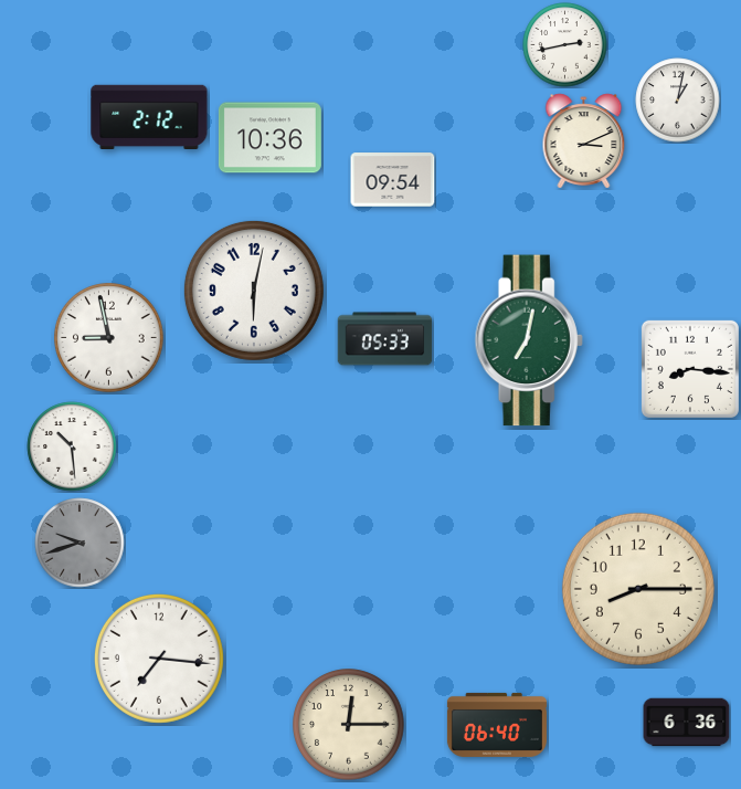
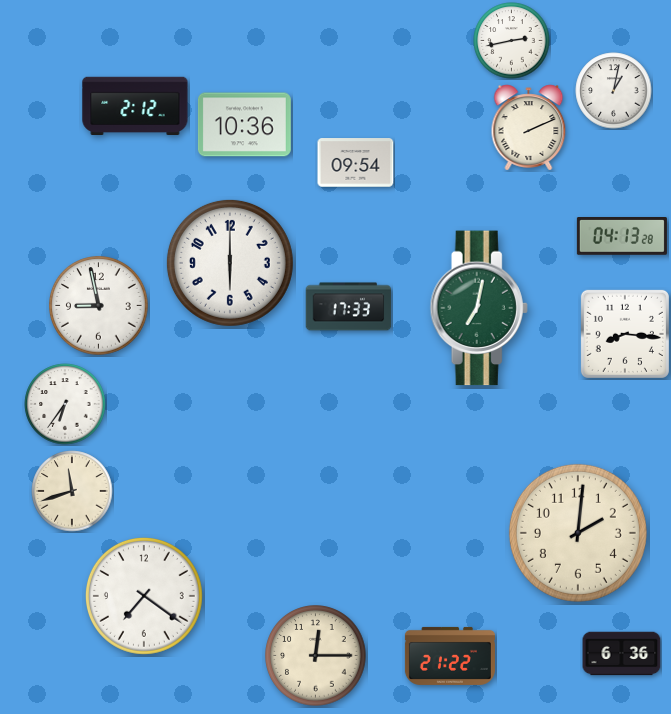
clock at (584, 141): 3:11 -> 2:11
clock at (622, 237): none -> 04:13
clock at (254, 291): 6:02 -> 6:00
clock at (385, 339): 05:33 -> 17:33
clock at (72, 446): 10:29 -> 6:36
clock at (80, 543): 9:42 -> 11:42
clock at (80, 543) dial: grey -> cream
clock at (638, 589): 8:15 -> 2:01
clock at (159, 659): 7:16 -> 7:21
clock at (497, 725): 06:40 -> 21:22
